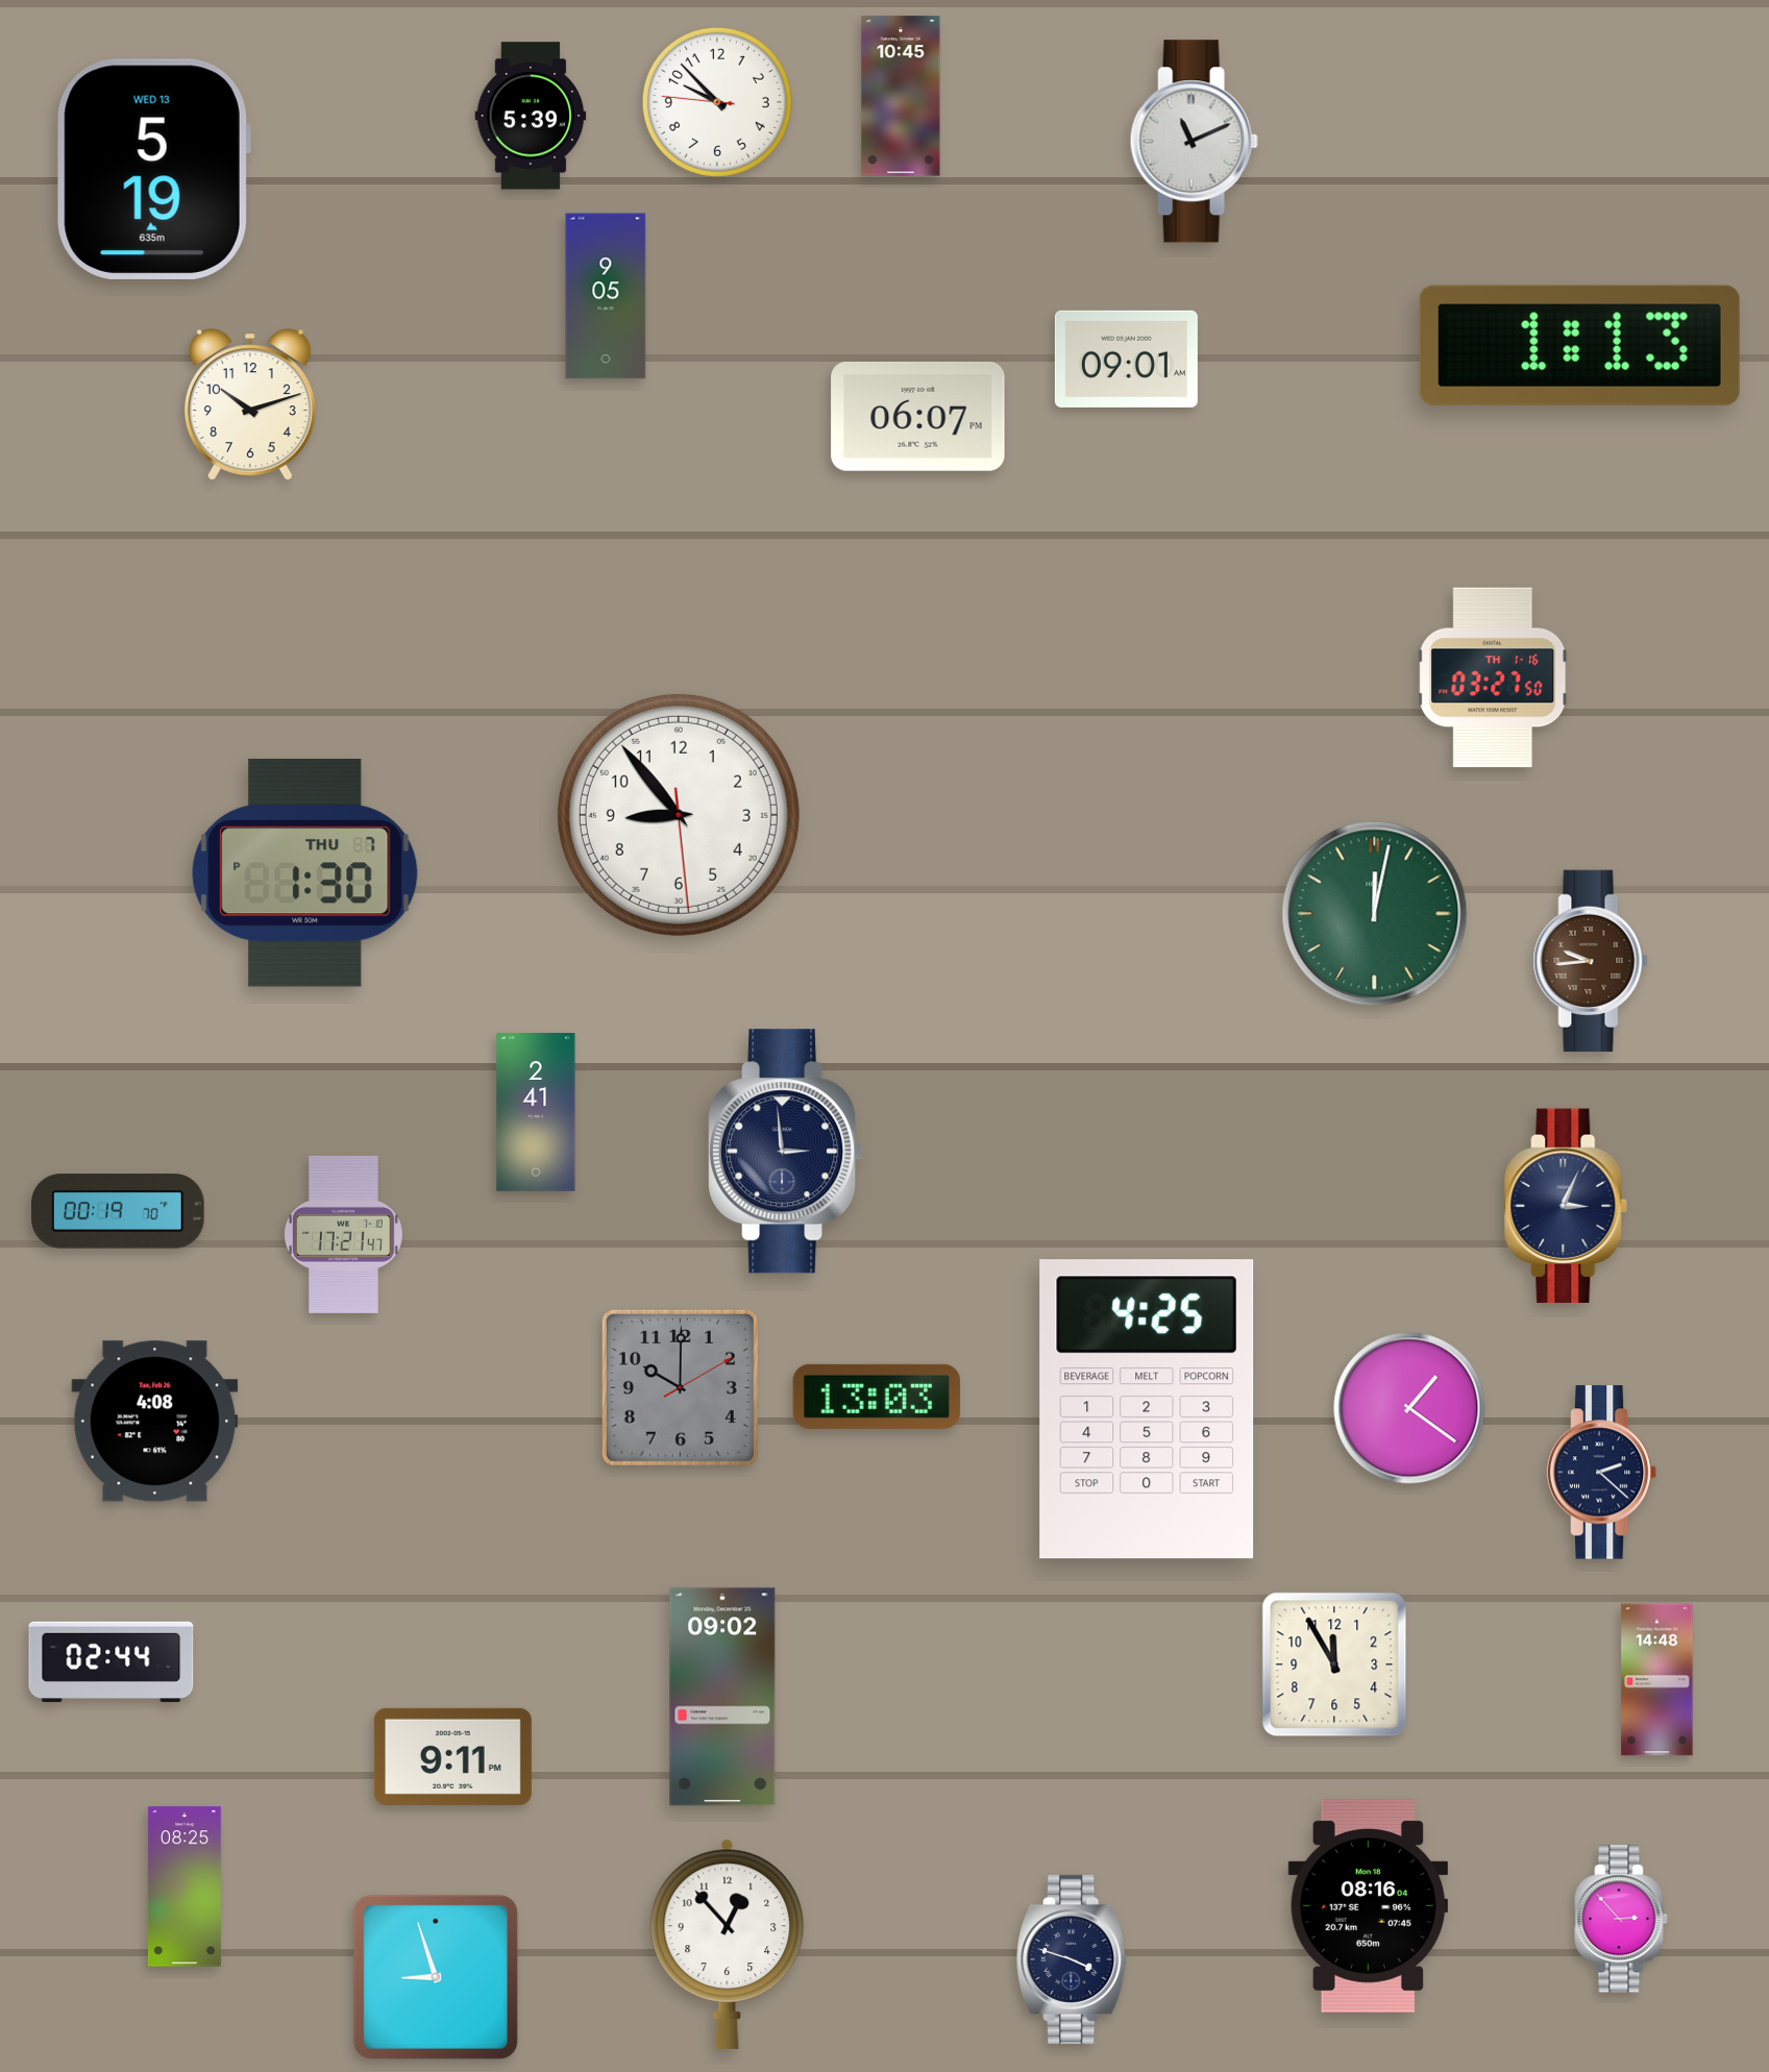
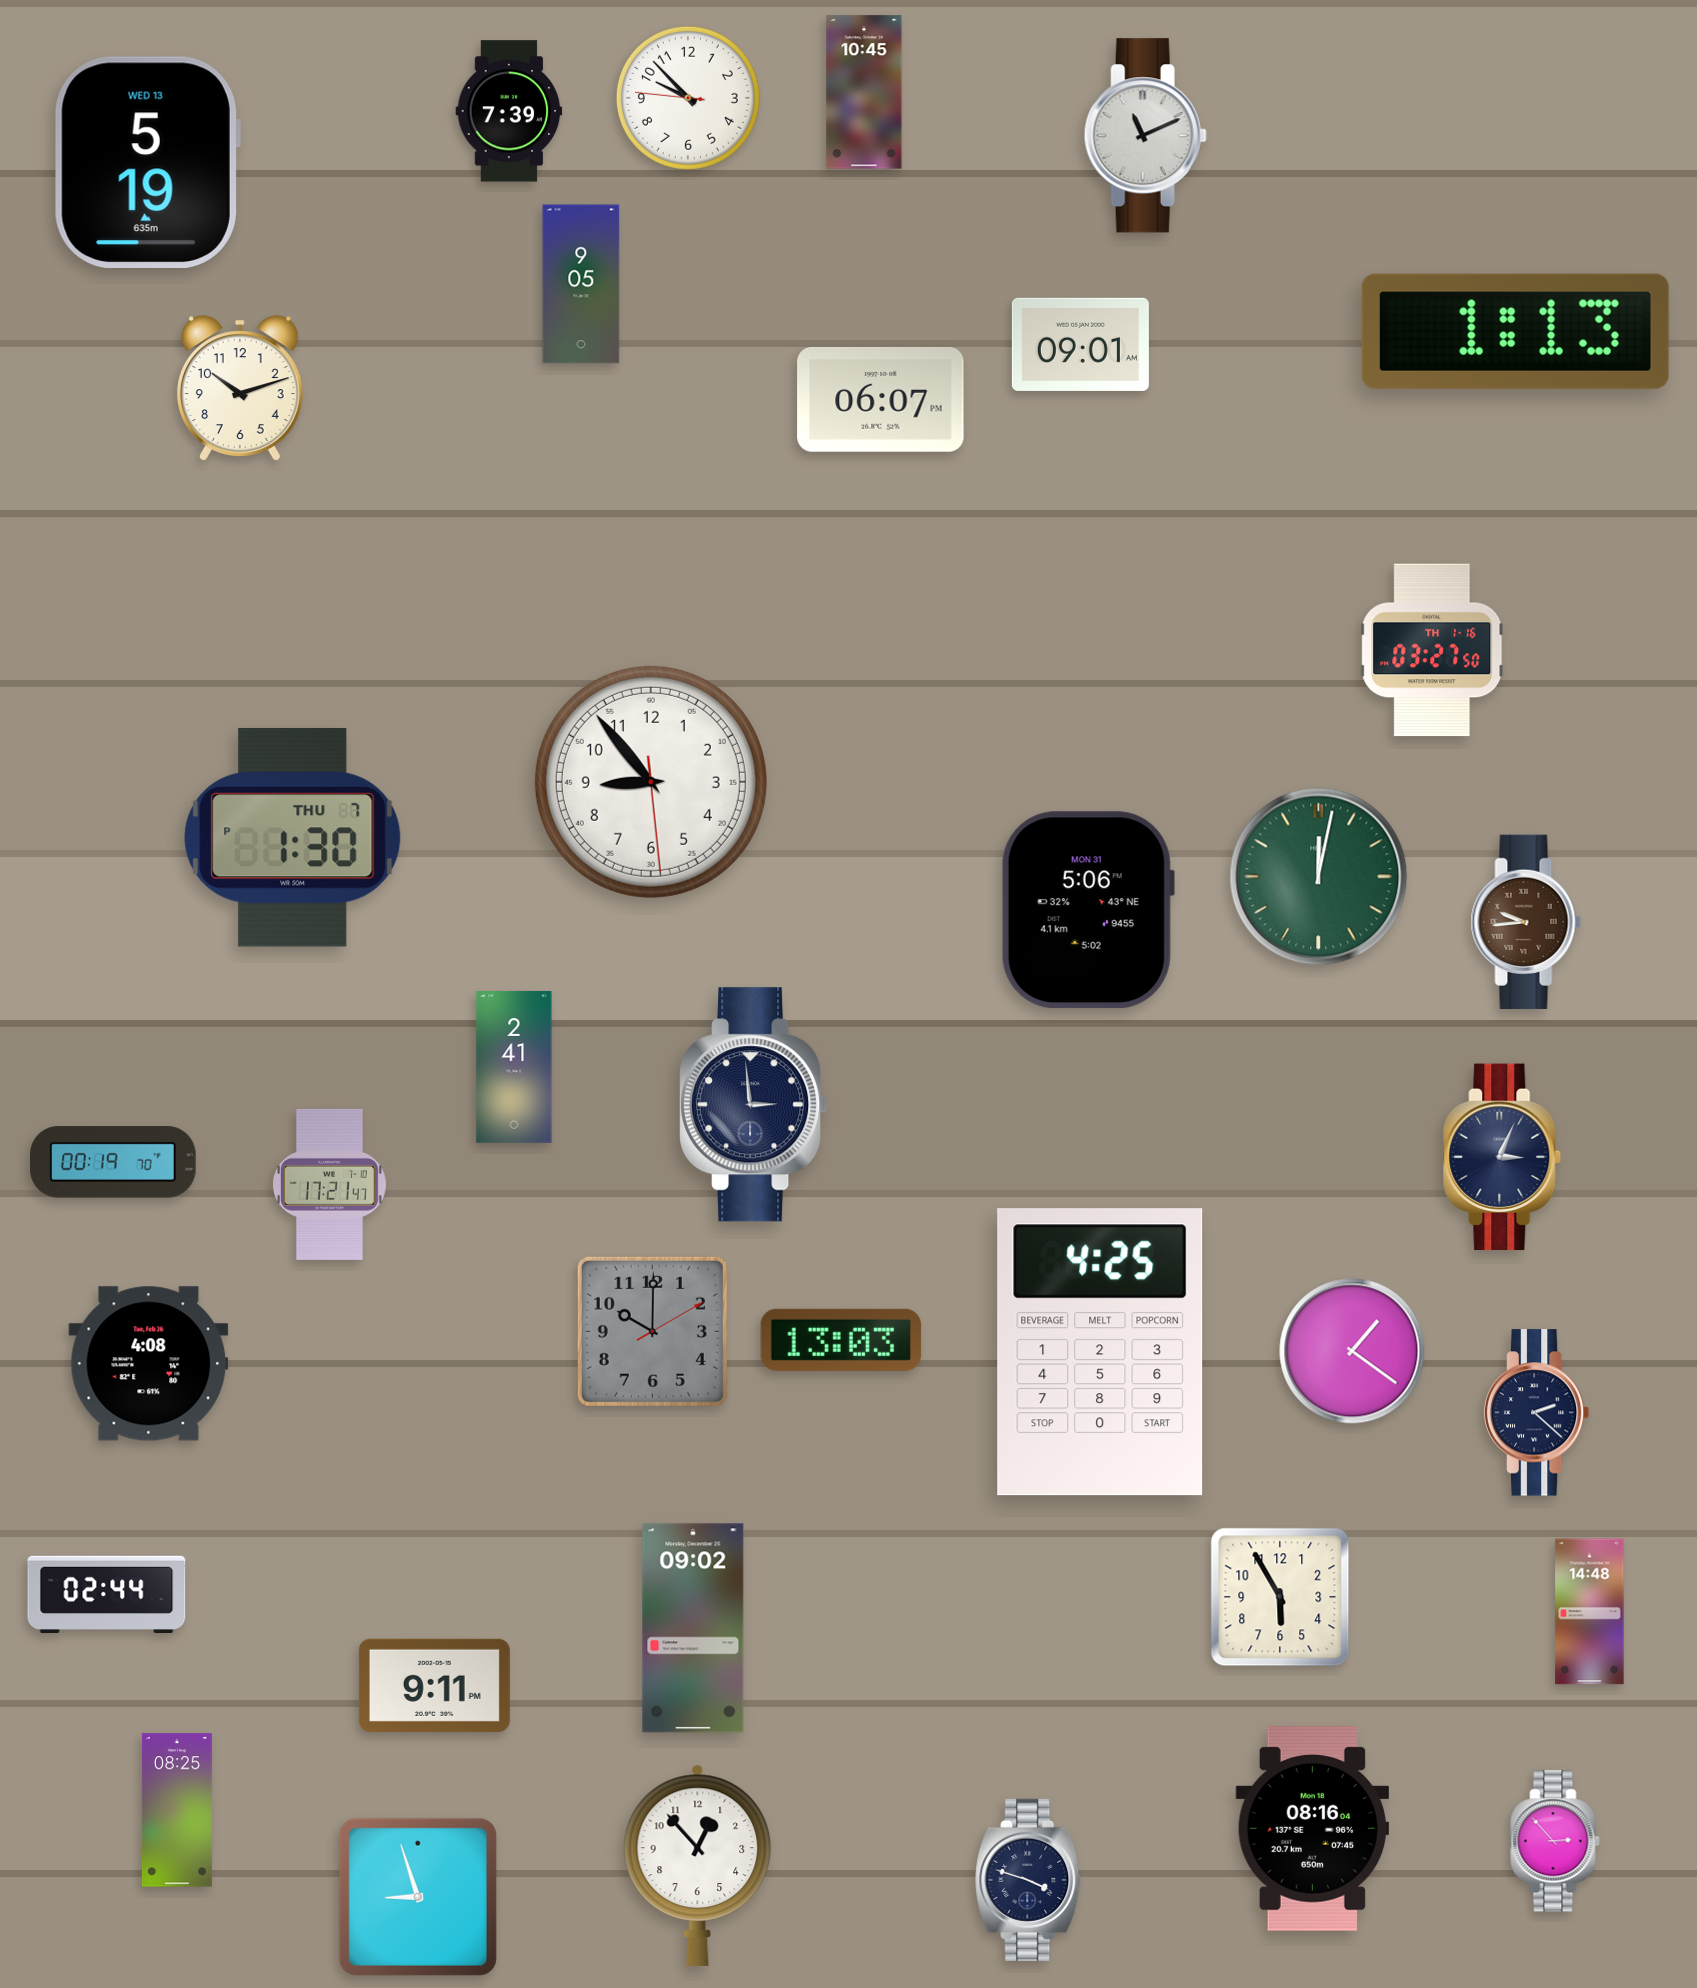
clock at (531, 116): 5:39 -> 7:39
clock at (1088, 910): none -> 5:06
clock at (1334, 1664): 11:55 -> 5:55
